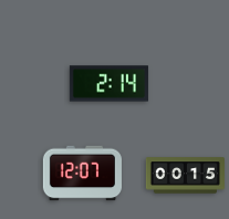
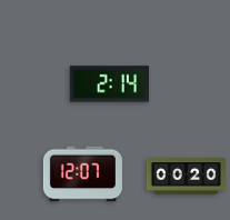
clock at (185, 176): 00:15 -> 00:20
